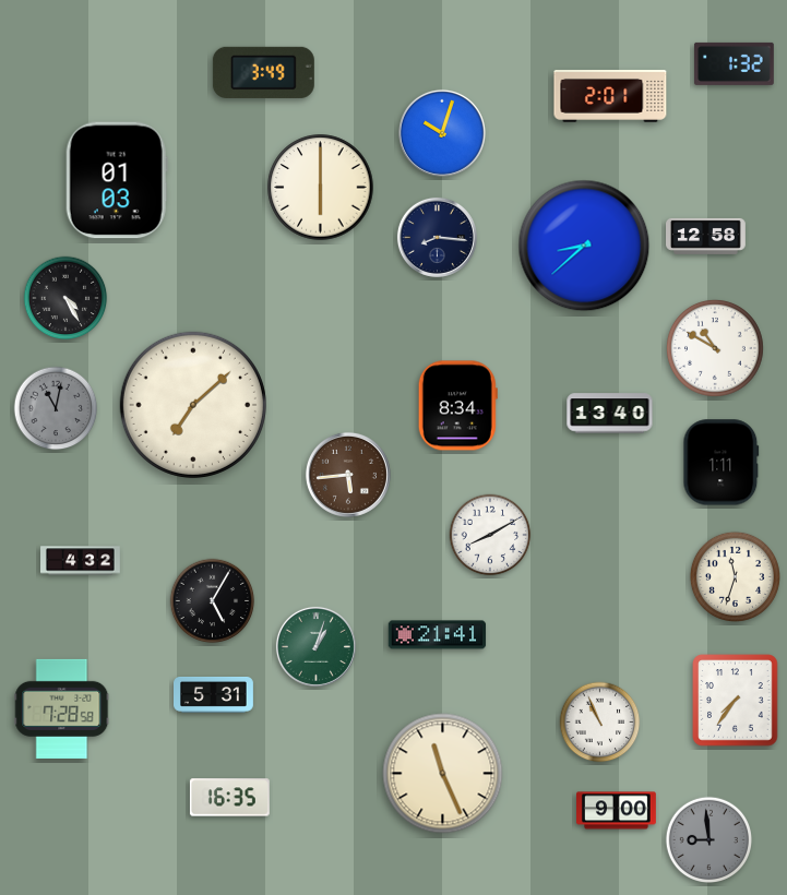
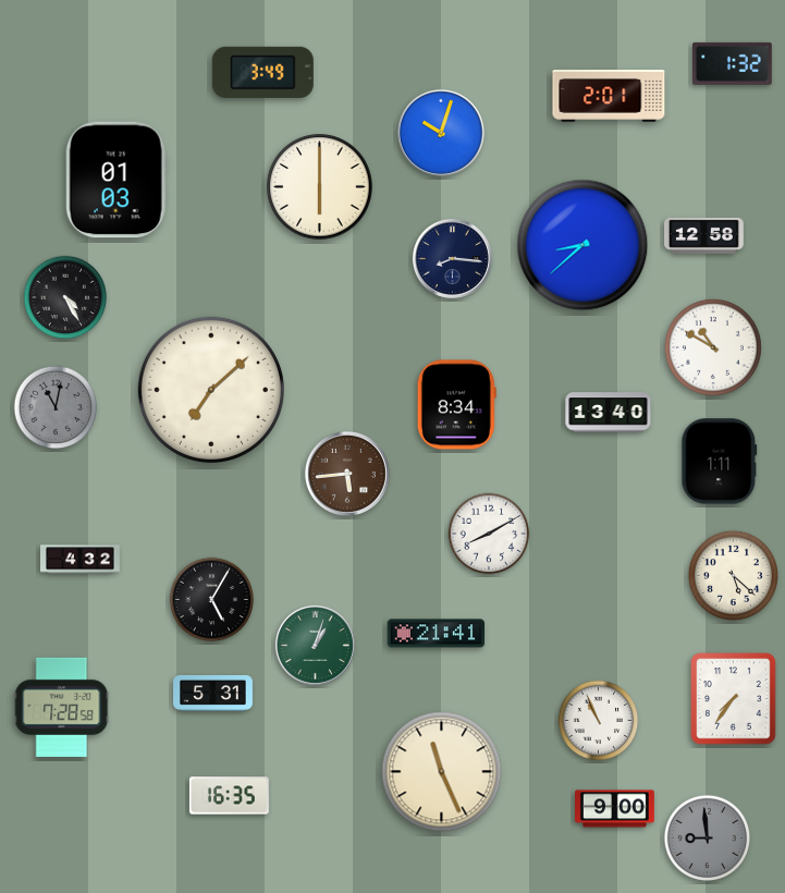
clock at (437, 237) position: (437, 237) -> (452, 258)
clock at (193, 405) position: (193, 405) -> (211, 390)
clock at (735, 576): 11:33 -> 5:22
